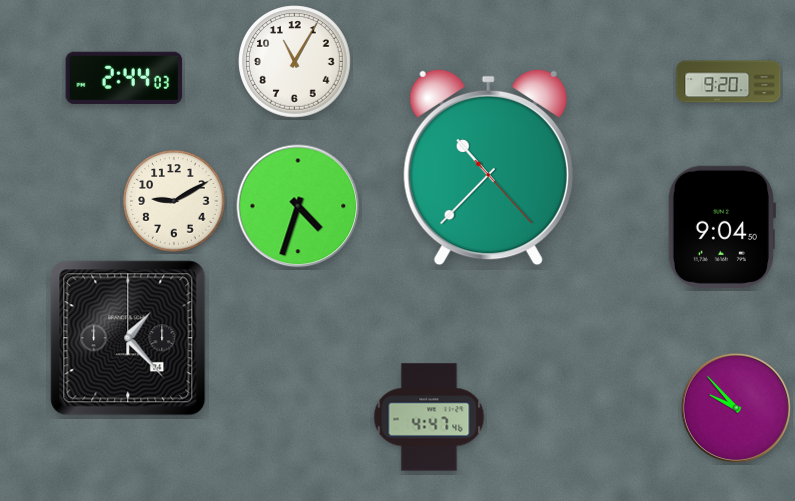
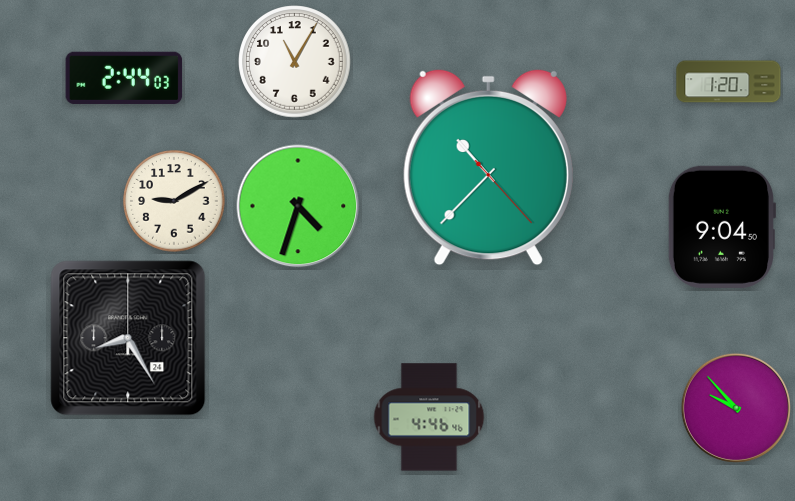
clock at (729, 82): 9:20 -> 1:20
clock at (128, 338): 1:23 -> 8:25
clock at (429, 417): 4:47 -> 4:46
